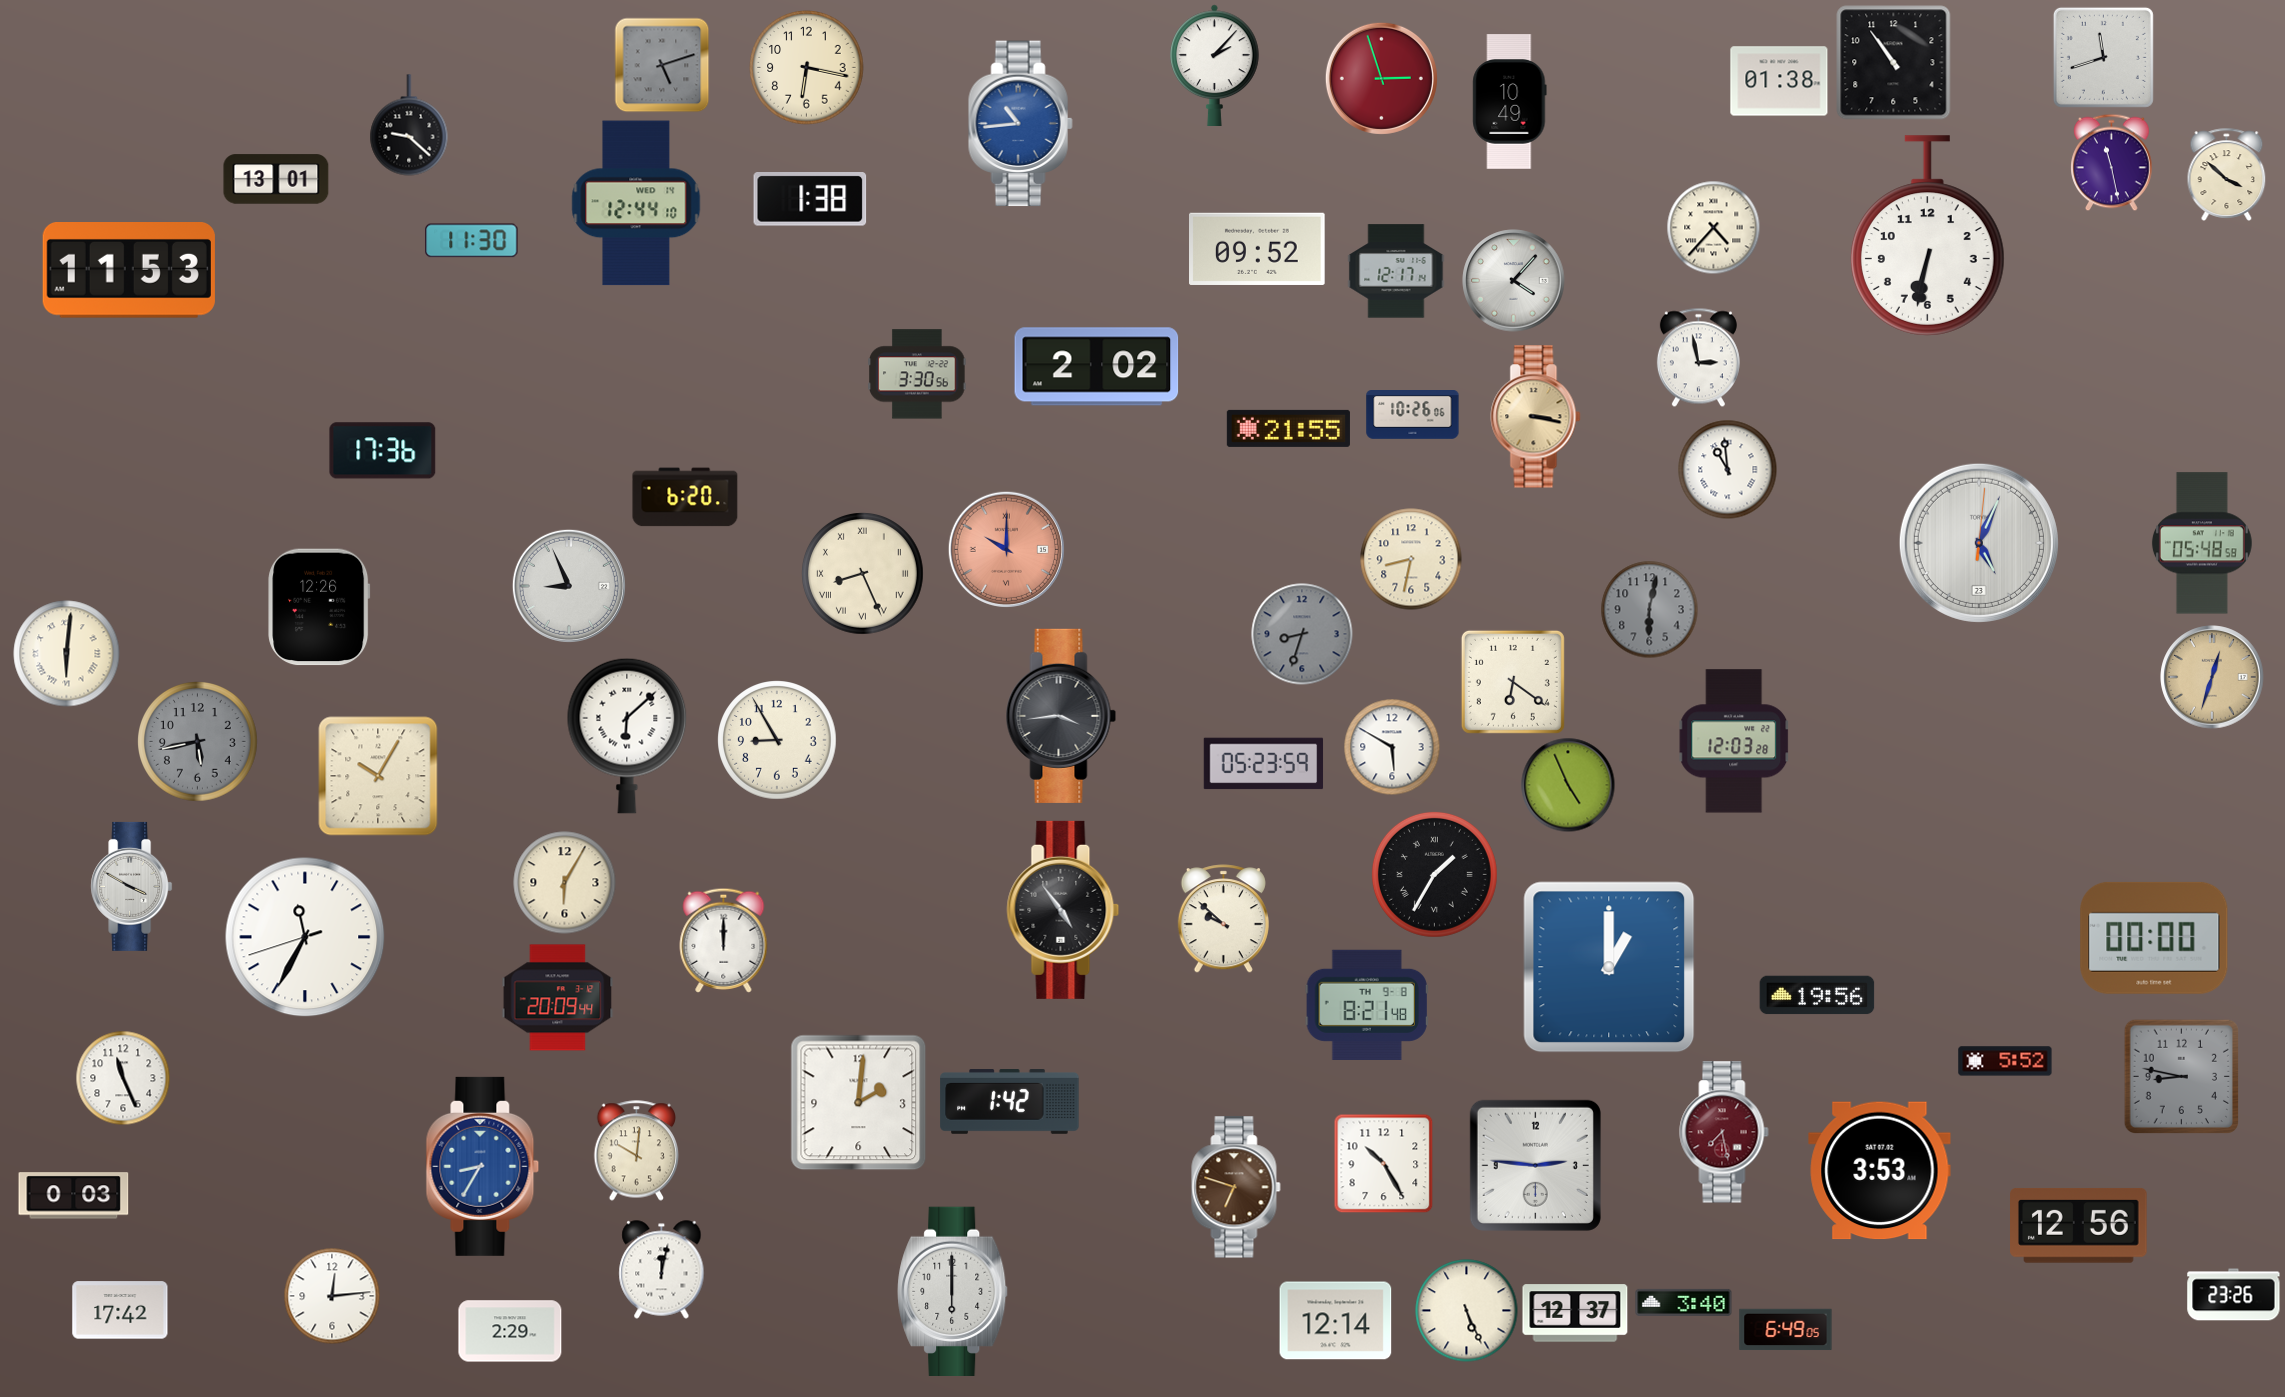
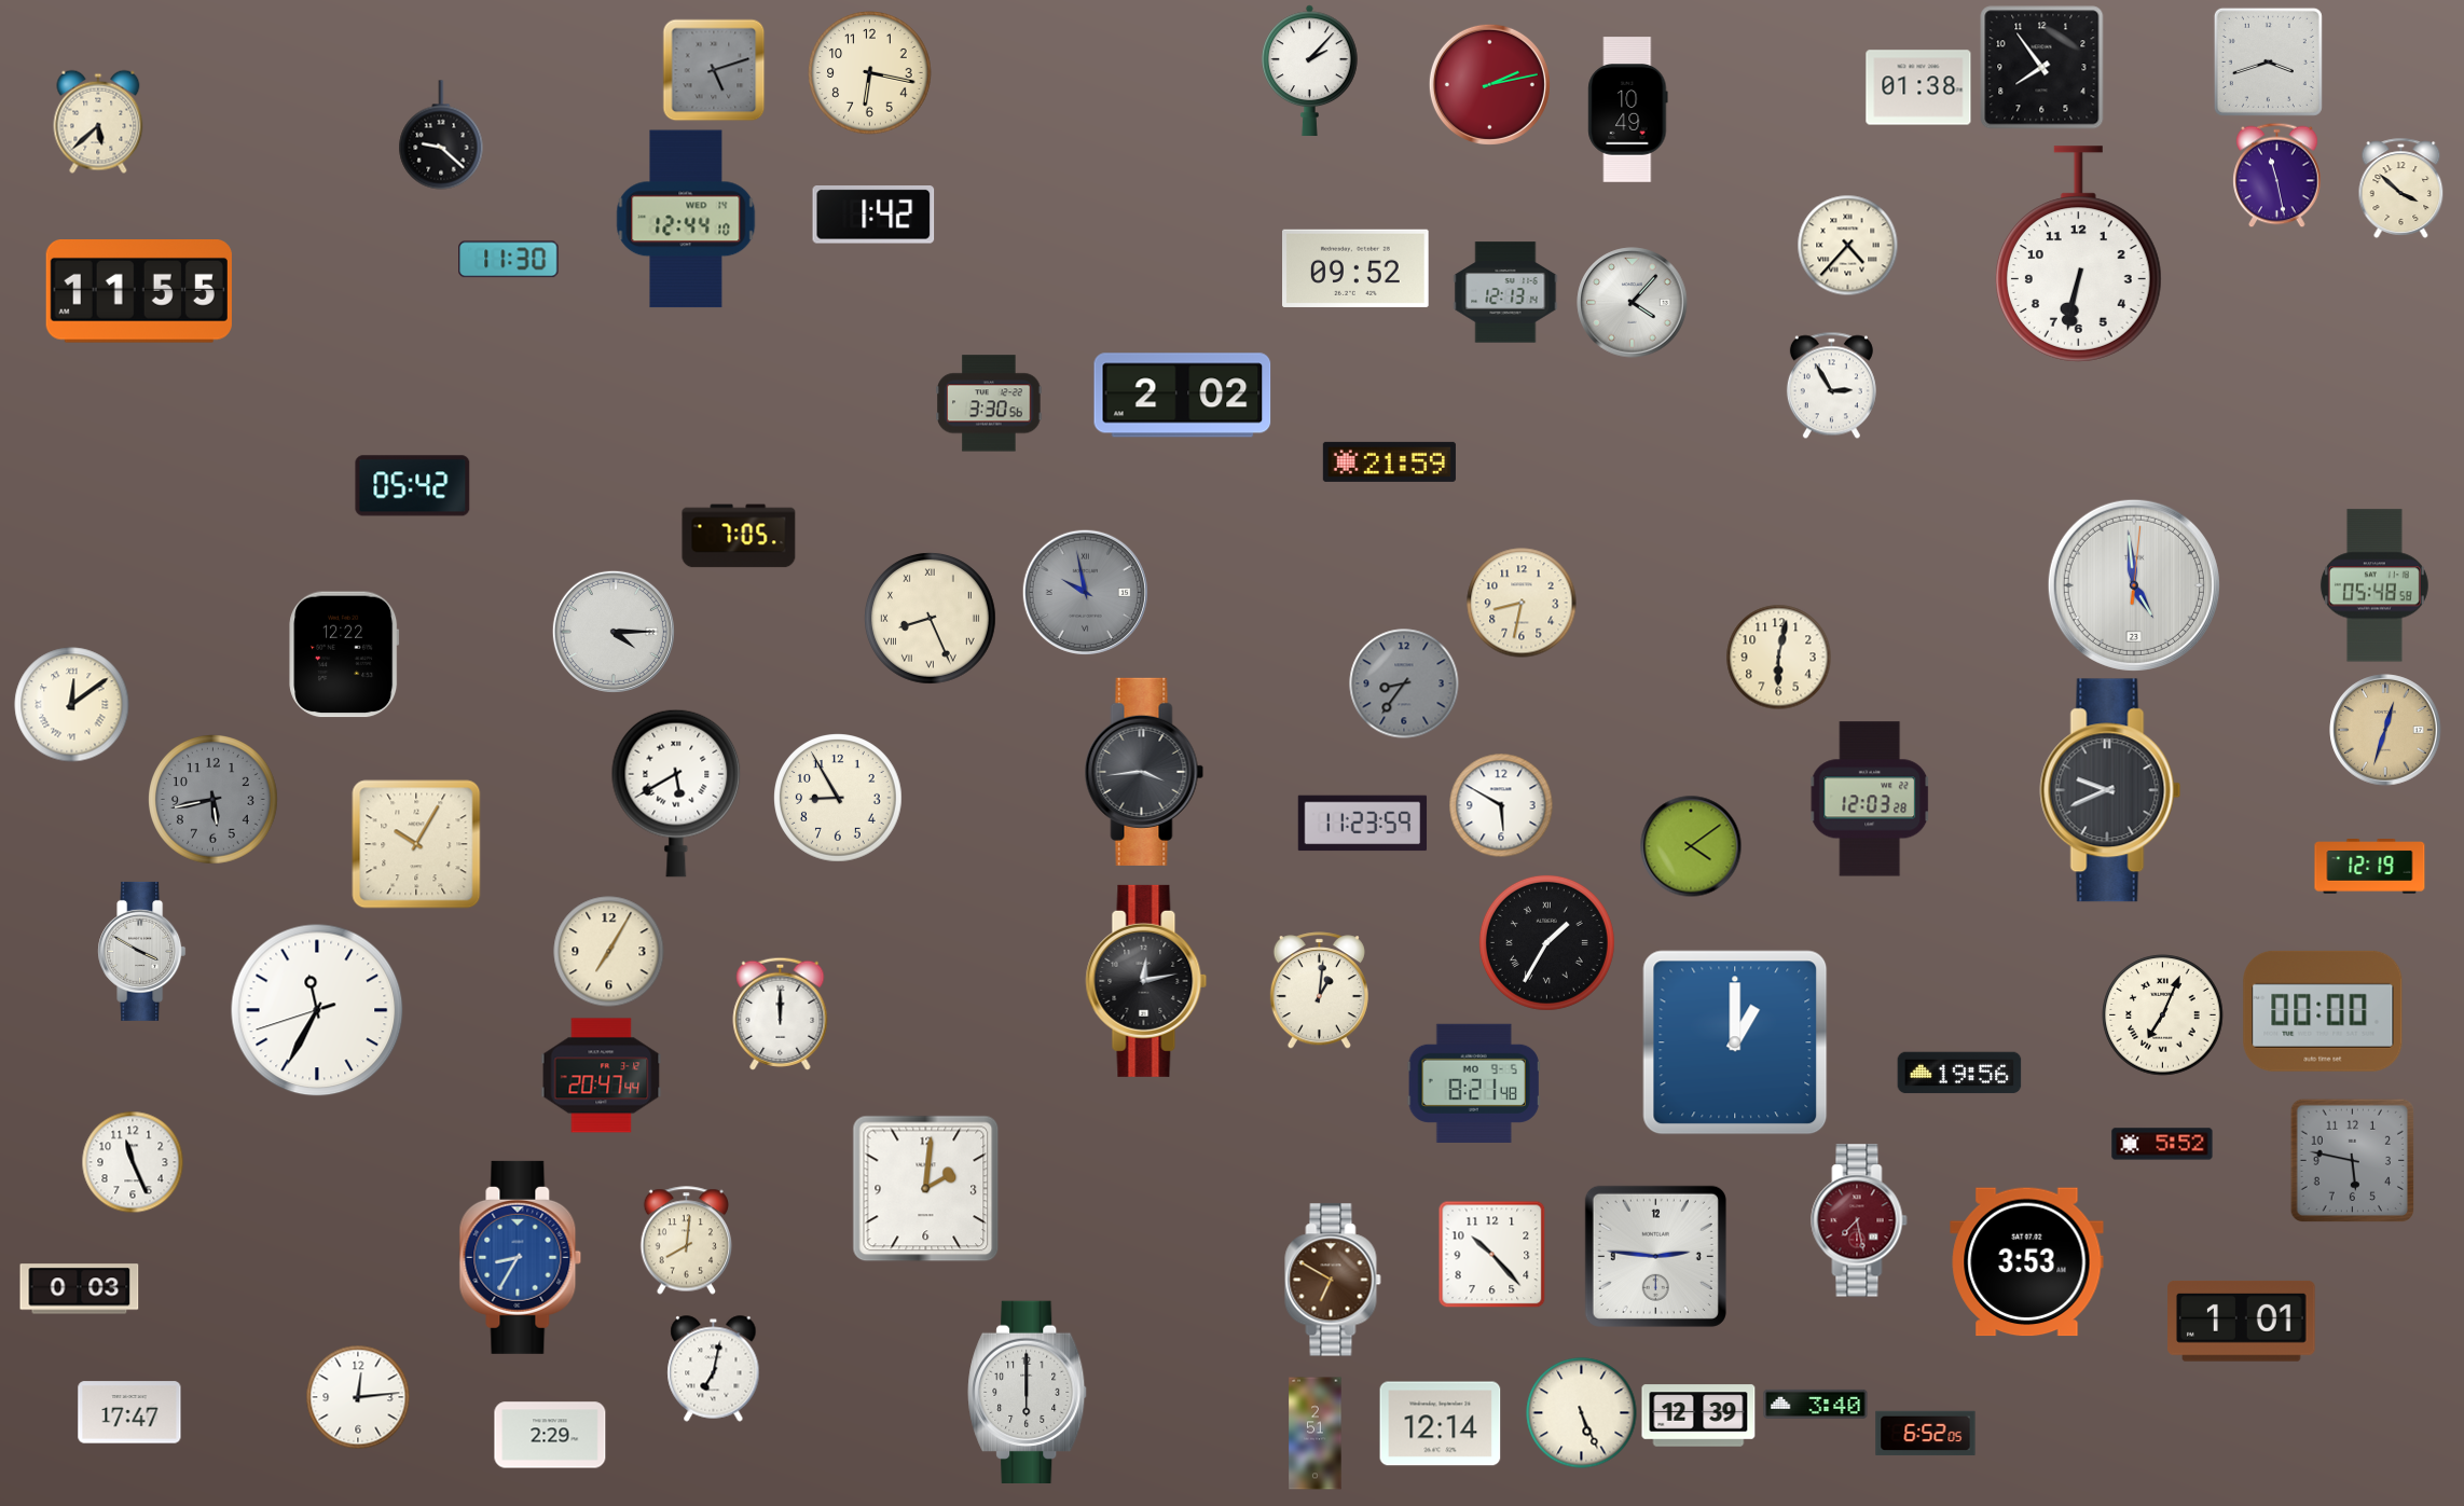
clock at (2103, 57): 11:42 -> 3:42
clock at (1894, 63): 10:54 -> 7:54
clock at (1381, 78): 2:57 -> 2:13
clock at (98, 122): none -> 5:38
clock at (1020, 124): 10:44 -> none
clock at (276, 179): 13:01 -> none
clock at (810, 200): 1:38 -> 1:42
clock at (129, 271): 11:53 -> 11:55
clock at (1396, 271): 12:17 -> 12:13
clock at (1698, 357): 2:58 -> 2:55
clock at (1413, 415): 10:26 -> none
clock at (1536, 417): 3:17 -> none
clock at (1288, 428): 21:55 -> 21:59
clock at (383, 451): 17:36 -> 05:42
clock at (1728, 470): 10:59 -> none
clock at (685, 497): 6:20 -> 7:05
clock at (1979, 543): 5:04 -> 4:59
clock at (1006, 549): 10:00 -> 9:58
clock at (1006, 549) dial: salmon -> grey
clock at (569, 586): 8:56 -> 4:15
clock at (319, 607): 12:26 -> 12:22
clock at (1649, 609) dial: grey -> cream
clock at (1302, 634): 8:33 -> 8:36
clock at (67, 654): 6:01 -> 12:09
clock at (1513, 682): 6:21 -> none
clock at (2110, 790): none -> 9:41
clock at (627, 736): 6:08 -> 5:40
clock at (1264, 764): 05:23 -> 11:23
clock at (378, 776) position: (378, 776) -> (416, 844)
clock at (1568, 785): 4:56 -> 4:09
clock at (2370, 867): none -> 12:19
clock at (565, 883): 6:05 -> 7:05
clock at (132, 886) position: (132, 886) -> (142, 951)
clock at (1063, 910): 4:54 -> 12:13
clock at (1223, 919): 9:52 -> 1:01
clock at (305, 937) position: (305, 937) -> (317, 1010)
clock at (2163, 1015): none -> 7:04
clock at (558, 998): 20:09 -> 20:47
clock at (1367, 1005) date: TH 9-8 -> MO 9-5
clock at (2181, 1076): 8:47 -> 5:47
clock at (1010, 1102): 1:42 -> none
clock at (637, 1151): 10:01 -> 8:01
clock at (1383, 1163): 10:25 -> 10:23
clock at (1236, 1187): 6:48 -> 6:50
clock at (2079, 1226): 12:56 -> 1:01
clock at (662, 1270): 12:02 -> 7:02
clock at (2234, 1295): 23:26 -> none
clock at (120, 1310): 17:42 -> 17:47
clock at (1575, 1313): 12:37 -> 12:39
clock at (1316, 1434): none -> 2:51
clock at (1786, 1330): 6:49 -> 6:52
